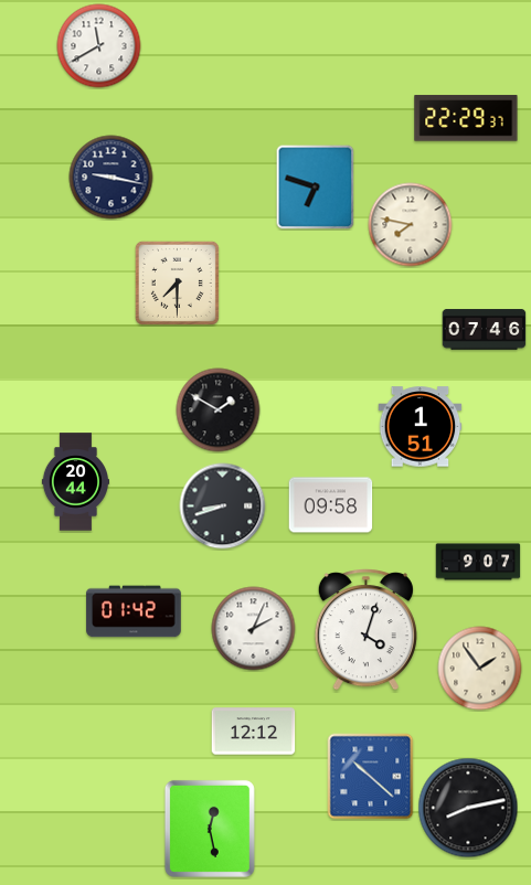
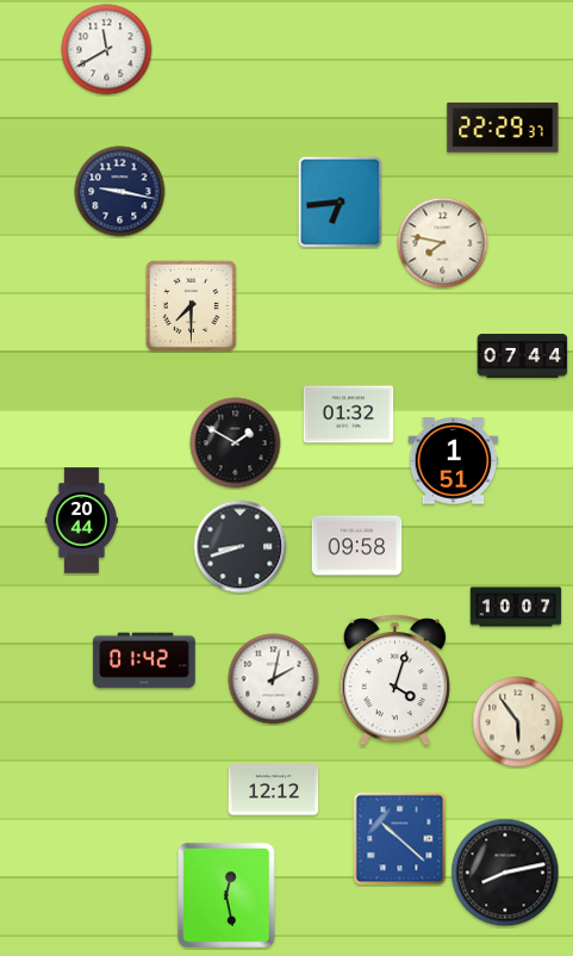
clock at (316, 188): 6:48 -> 6:44
clock at (485, 330): 07:46 -> 07:44
clock at (349, 415): none -> 01:32
clock at (478, 562): 9:07 -> 10:07
clock at (254, 629): 2:04 -> 2:02
clock at (480, 669): 1:54 -> 5:54
